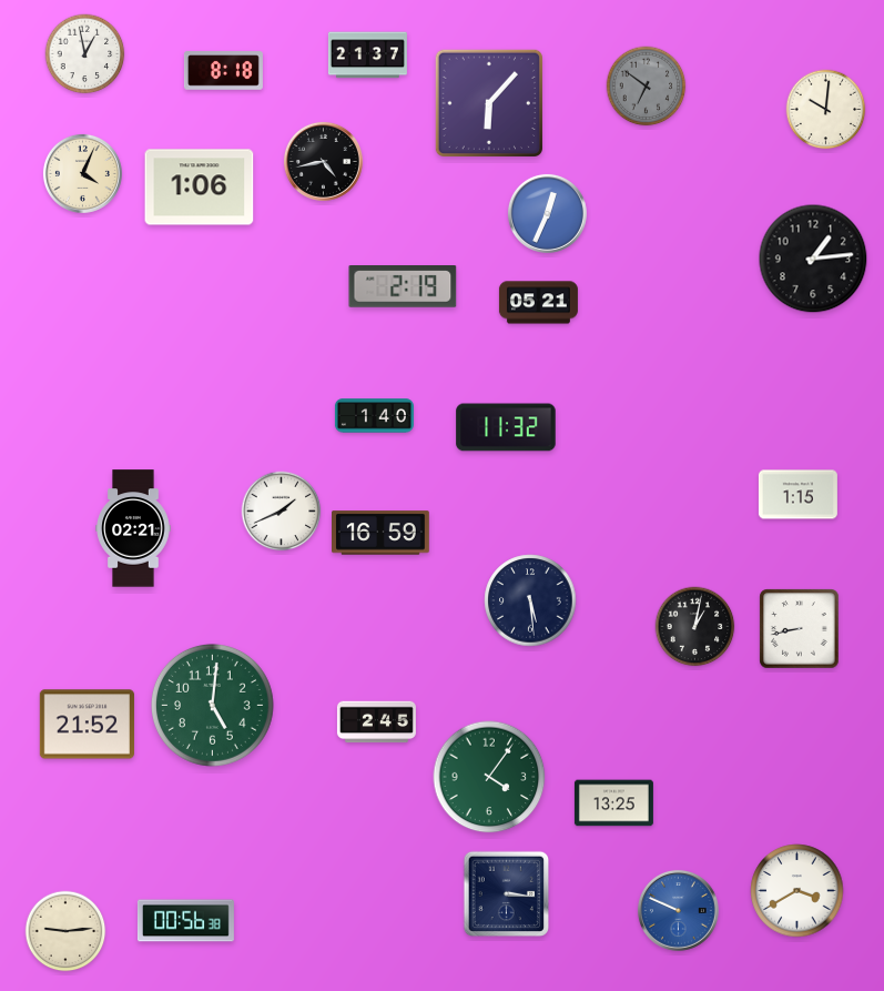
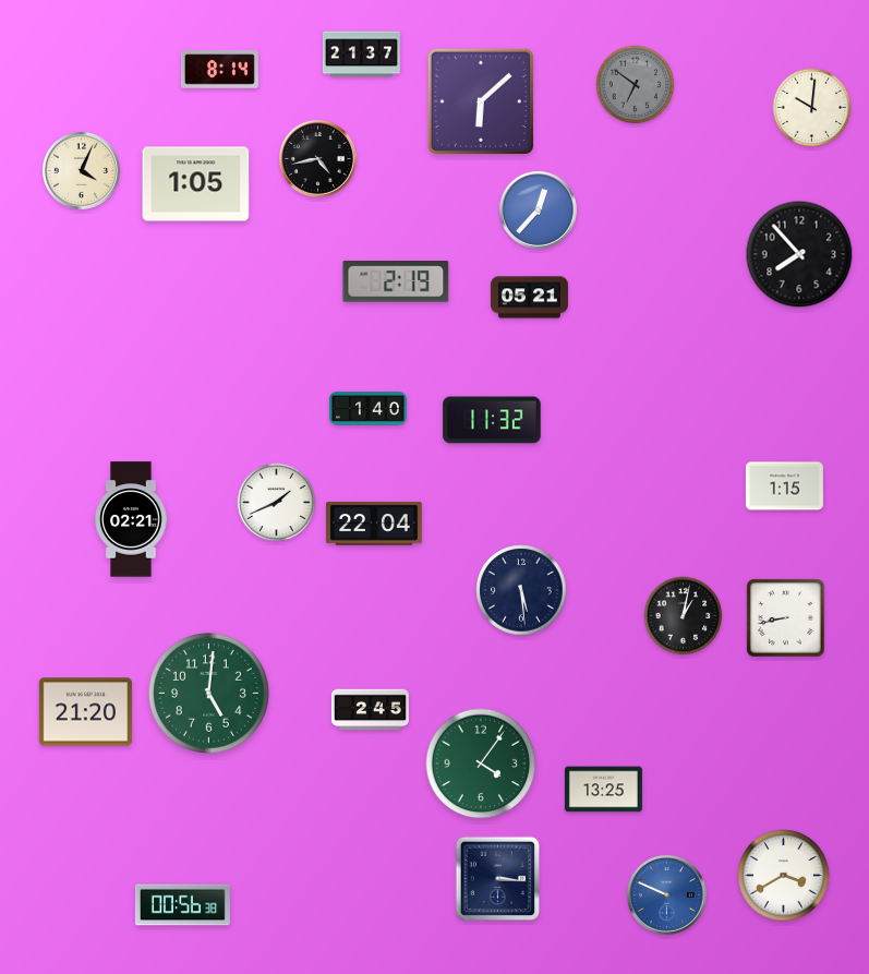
clock at (85, 54): 12:58 -> none
clock at (223, 71): 8:18 -> 8:14
clock at (488, 102): 6:07 -> 6:08
clock at (200, 188): 1:06 -> 1:05
clock at (547, 213): 12:34 -> 12:37
clock at (813, 259): 1:14 -> 7:53
clock at (506, 427) position: (506, 427) -> (492, 420)
clock at (382, 533): 16:59 -> 22:04
clock at (87, 725): 21:52 -> 21:20
clock at (65, 931): 9:14 -> none
